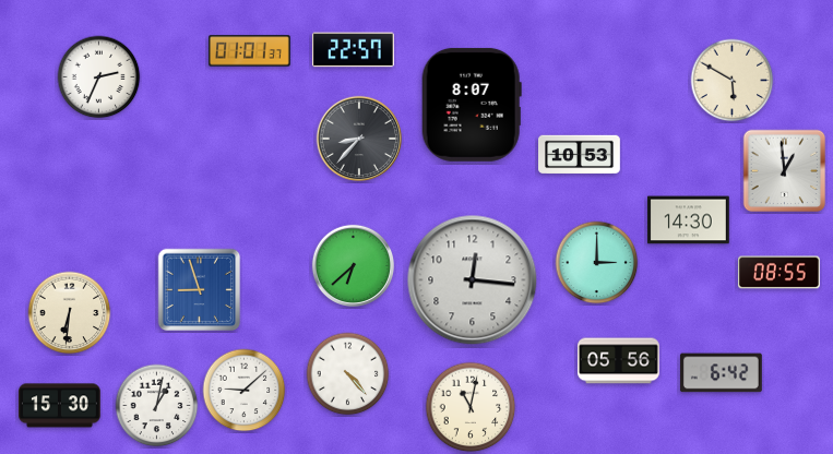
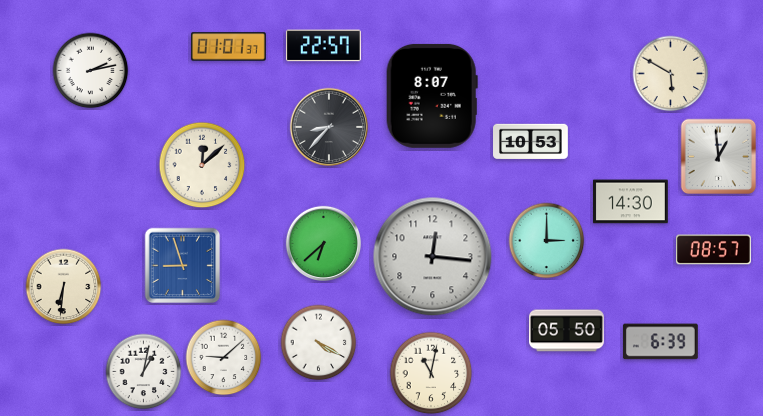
clock at (99, 77): 2:34 -> 2:13
clock at (202, 165): none -> 12:08
clock at (780, 273): 08:55 -> 08:57
clock at (619, 361): 05:56 -> 05:50
clock at (721, 373): 6:42 -> 6:39
clock at (348, 374): 4:23 -> 4:20
clock at (60, 406): 15:30 -> none
